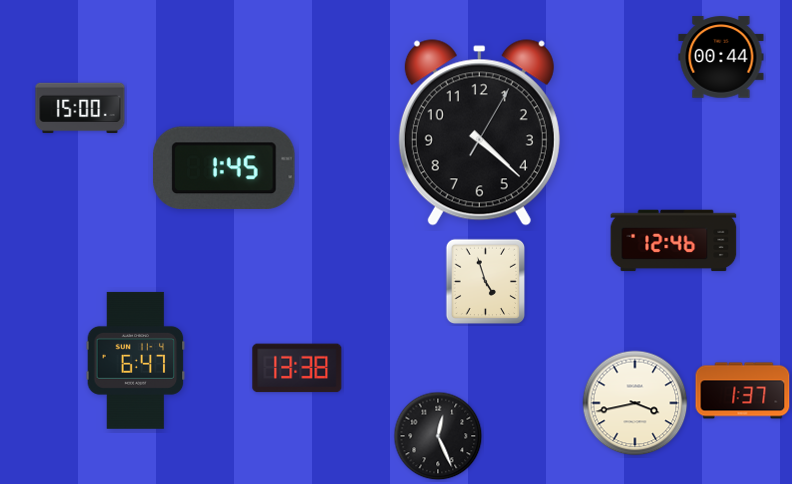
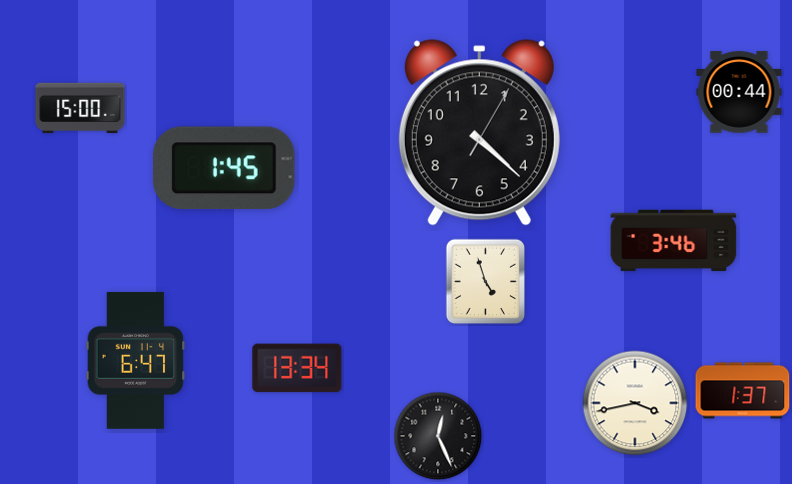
clock at (721, 57) position: (721, 57) -> (739, 92)
clock at (674, 241): 12:46 -> 3:46
clock at (297, 368): 13:38 -> 13:34
